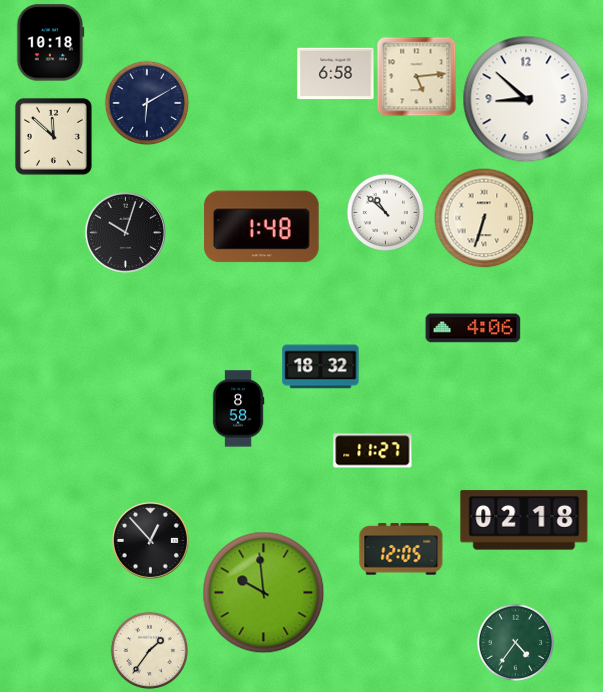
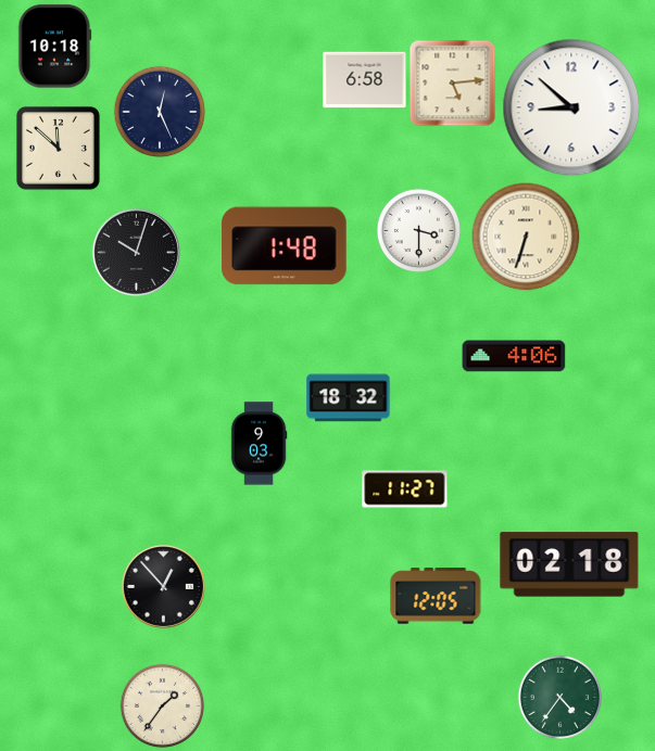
clock at (147, 103): 6:10 -> 12:26
clock at (385, 212): 10:52 -> 3:30
clock at (238, 409): 8:58 -> 9:03
clock at (264, 593): 9:59 -> none
